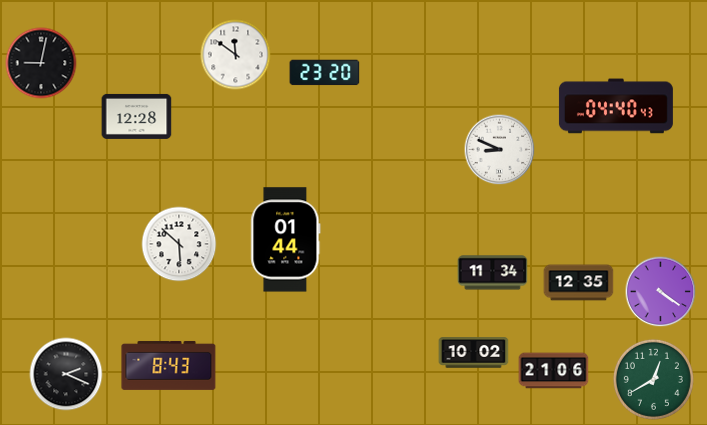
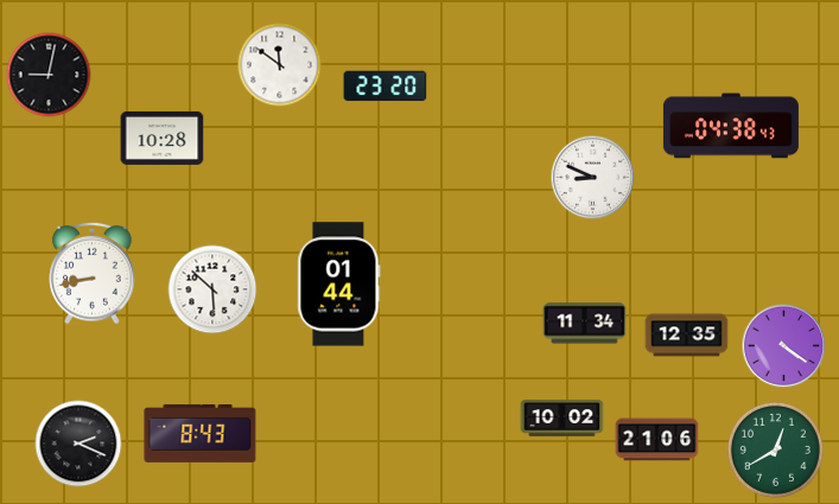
clock at (616, 106): 04:40 -> 04:38
clock at (137, 116): 12:28 -> 10:28
clock at (93, 273): none -> 8:43
